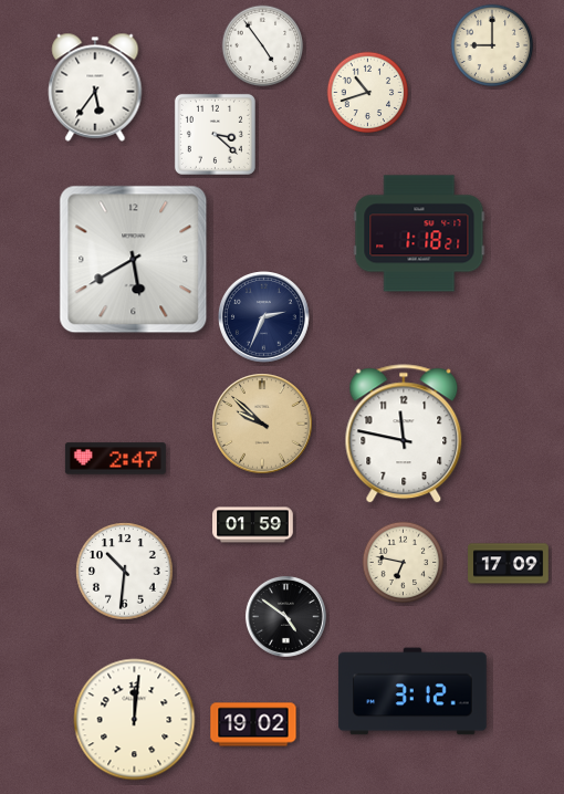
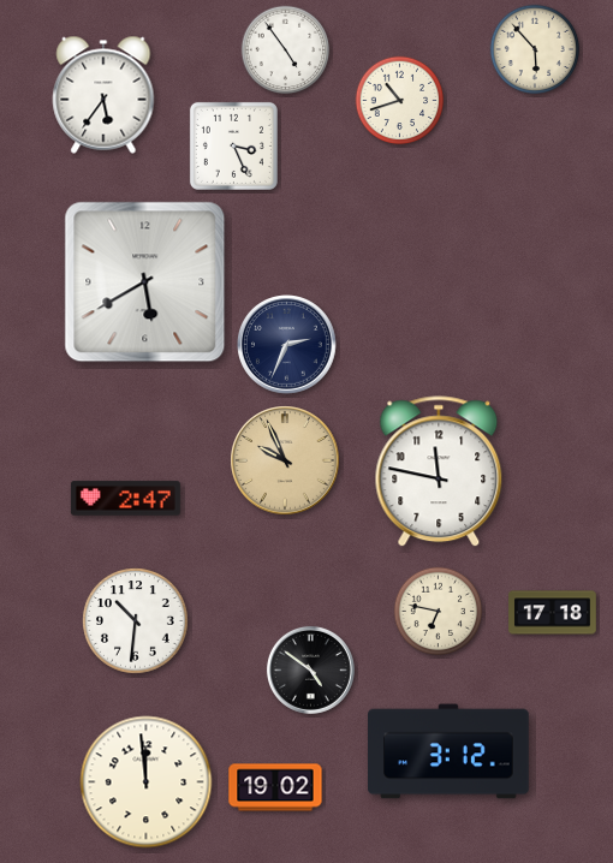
clock at (492, 45): 9:00 -> 5:53
clock at (215, 134): 3:22 -> 3:26
clock at (419, 233): 1:18 -> none
clock at (262, 424): 9:52 -> 9:56
clock at (253, 525): 01:59 -> none
clock at (509, 564): 17:09 -> 17:18
clock at (135, 720): 12:01 -> 11:59
